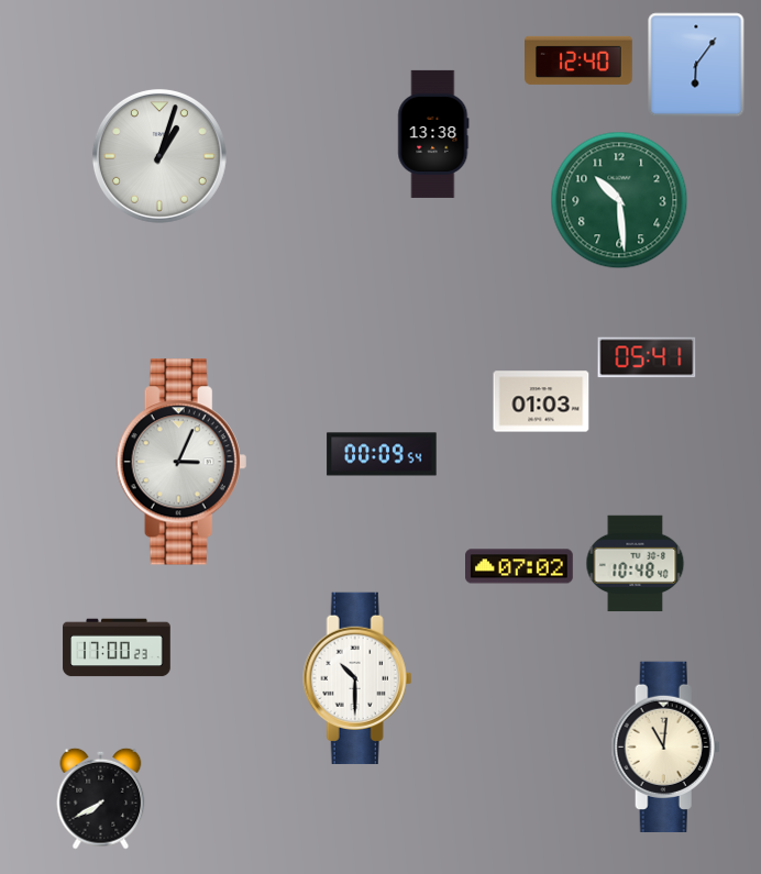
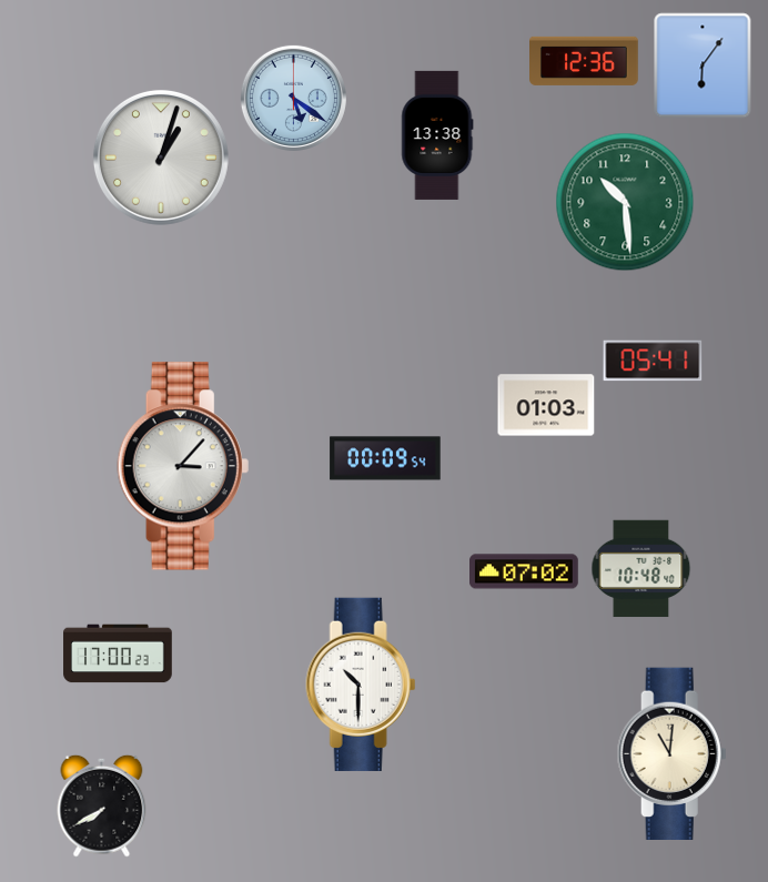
clock at (580, 60): 12:40 -> 12:36
clock at (293, 98): none -> 5:21
clock at (181, 462): 3:04 -> 3:07
